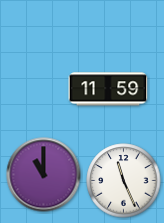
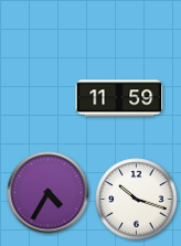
clock at (44, 175): 11:00 -> 4:35
clock at (124, 181): 11:26 -> 10:18
